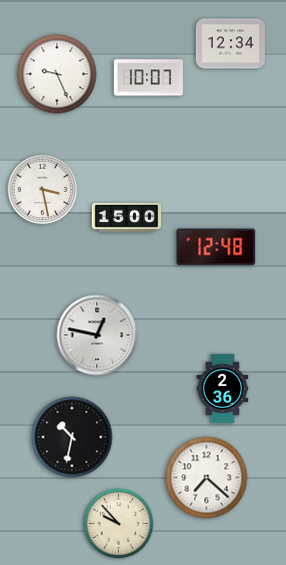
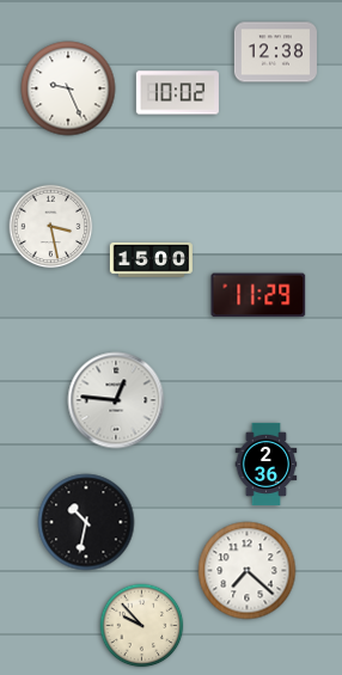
clock at (230, 44): 12:34 -> 12:38
clock at (148, 78): 10:07 -> 10:02
clock at (216, 247): 12:48 -> 11:29
clock at (97, 335): 12:47 -> 12:46
